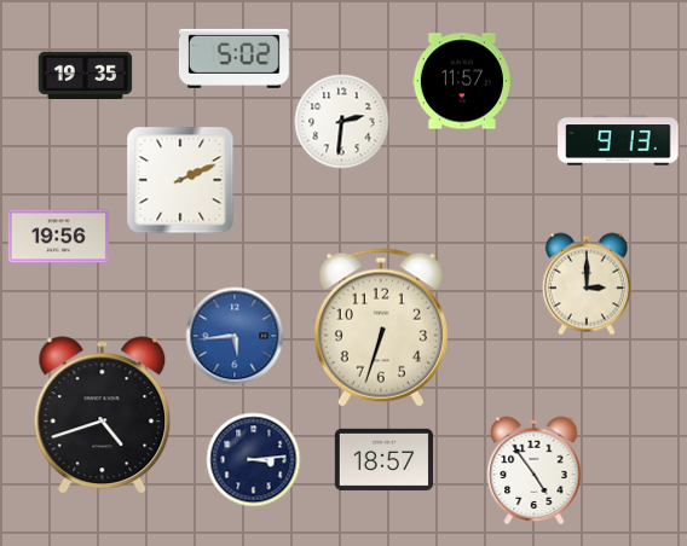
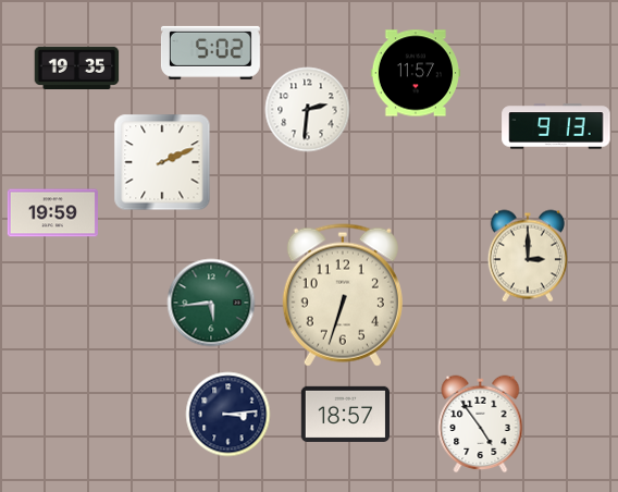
clock at (58, 237): 19:56 -> 19:59
clock at (235, 336) dial: blue -> green
clock at (103, 416): 4:42 -> none
